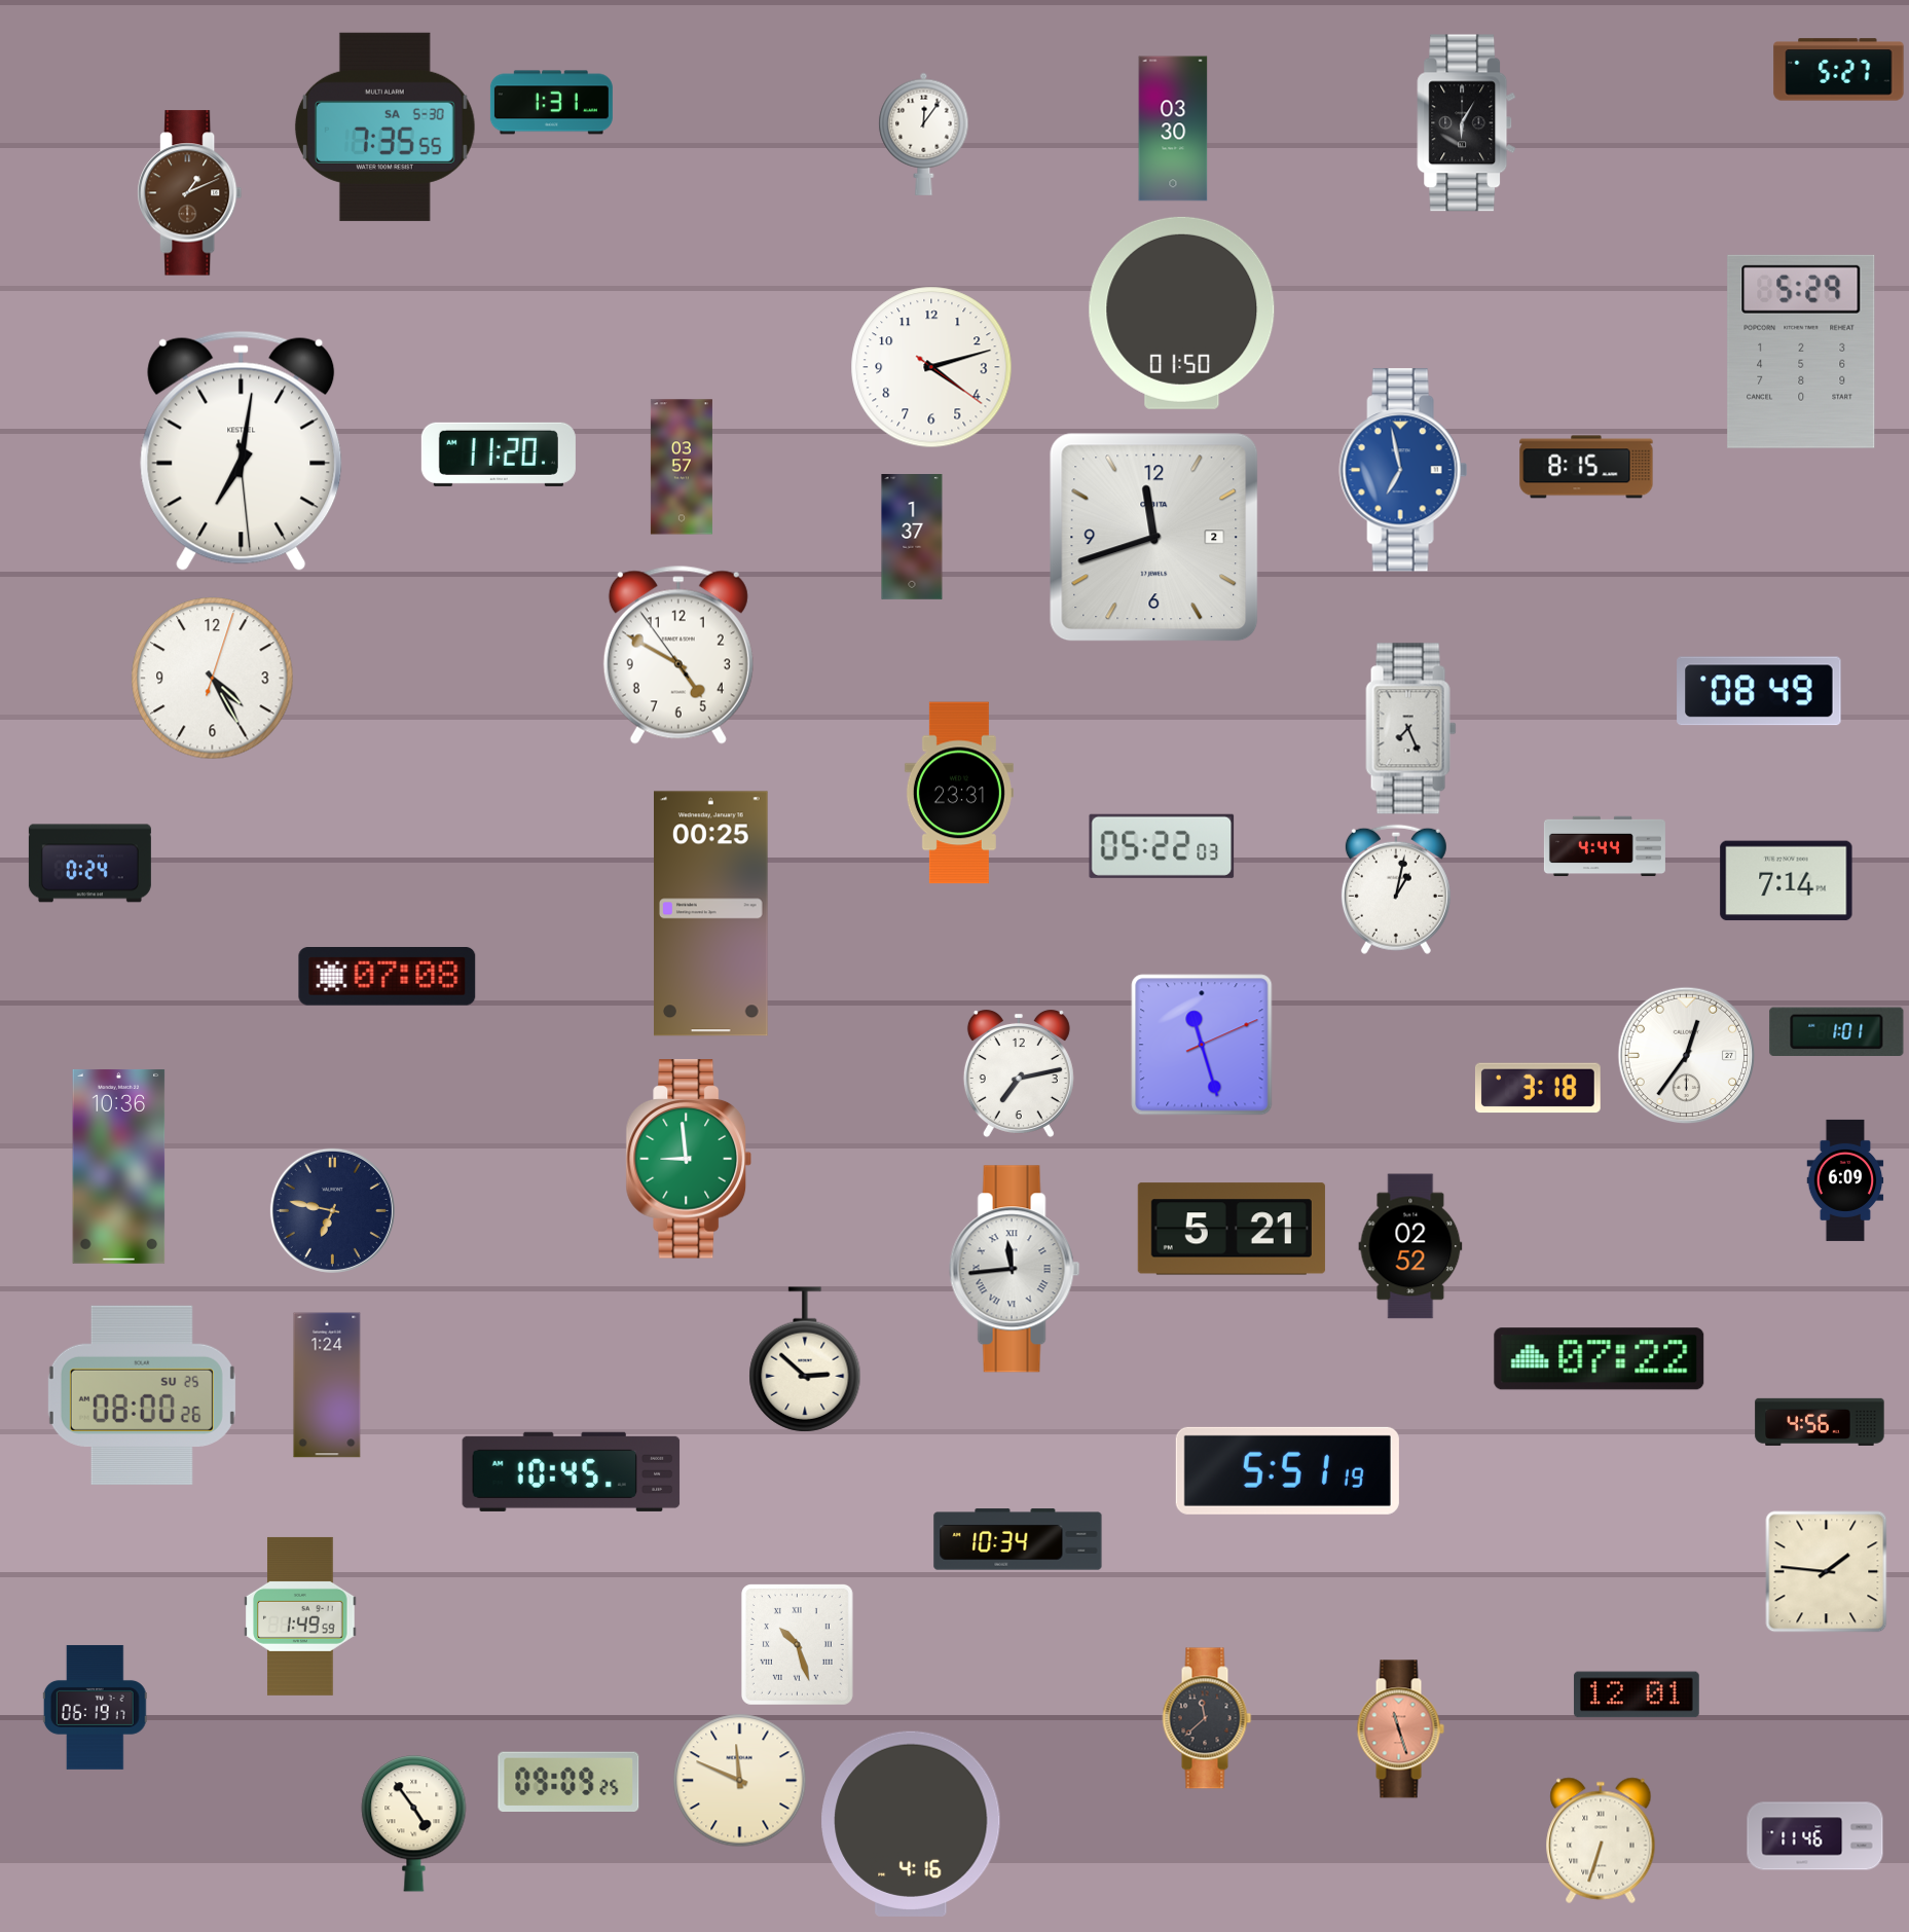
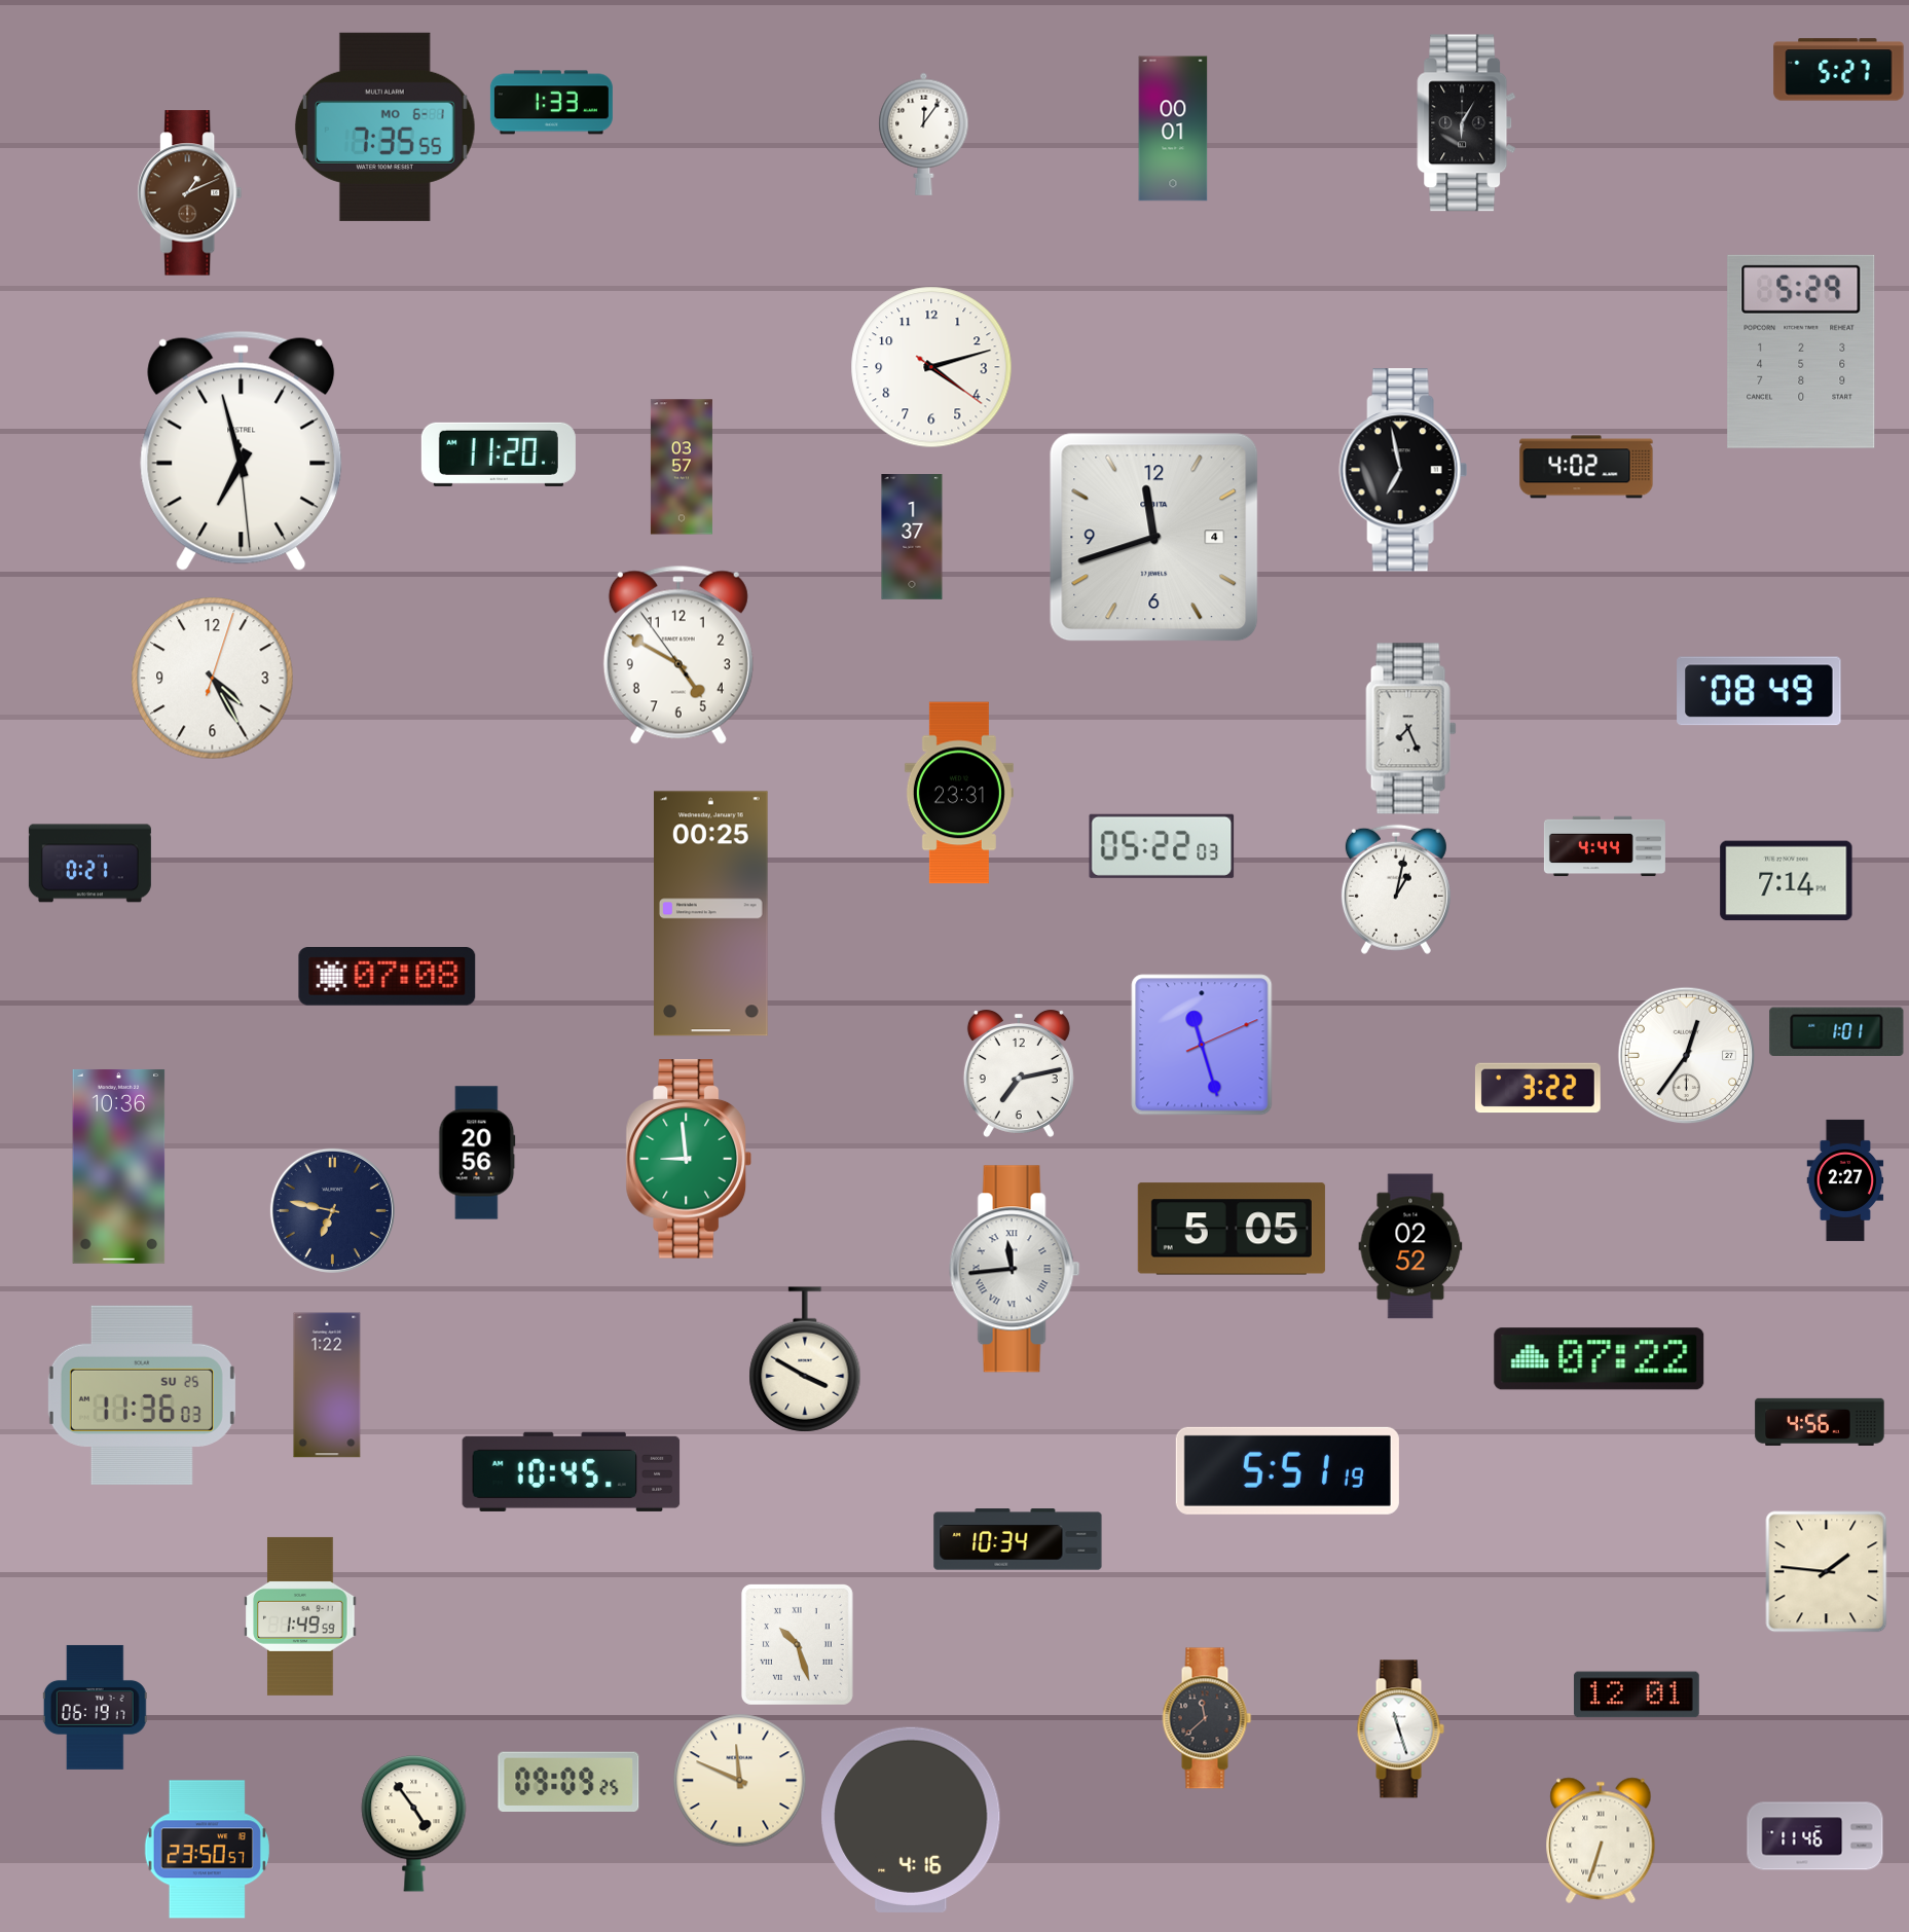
clock at (551, 103): 1:31 -> 1:33
clock at (384, 126) date: SA 5-30 -> MO 6-1
clock at (1173, 129): 03:30 -> 00:01
clock at (1182, 313): 01:50 -> none
clock at (242, 450): 7:01 -> 6:57
clock at (1586, 467): 8:15 -> 4:02
clock at (1403, 470) dial: blue -> black
clock at (1154, 538) date: 2 -> 4
clock at (89, 864): 0:24 -> 0:21
clock at (1538, 1088): 3:18 -> 3:22
clock at (477, 1153): none -> 20:56
clock at (1845, 1180): 6:09 -> 2:27
clock at (1232, 1229): 5:21 -> 5:05
clock at (805, 1359): 2:52 -> 3:50
clock at (327, 1385): 1:24 -> 1:22
clock at (142, 1395): 08:00 -> 11:36
clock at (1400, 1729) dial: salmon -> white
clock at (911, 1824) position: (911, 1824) -> (911, 1820)
clock at (207, 1850): none -> 23:50
